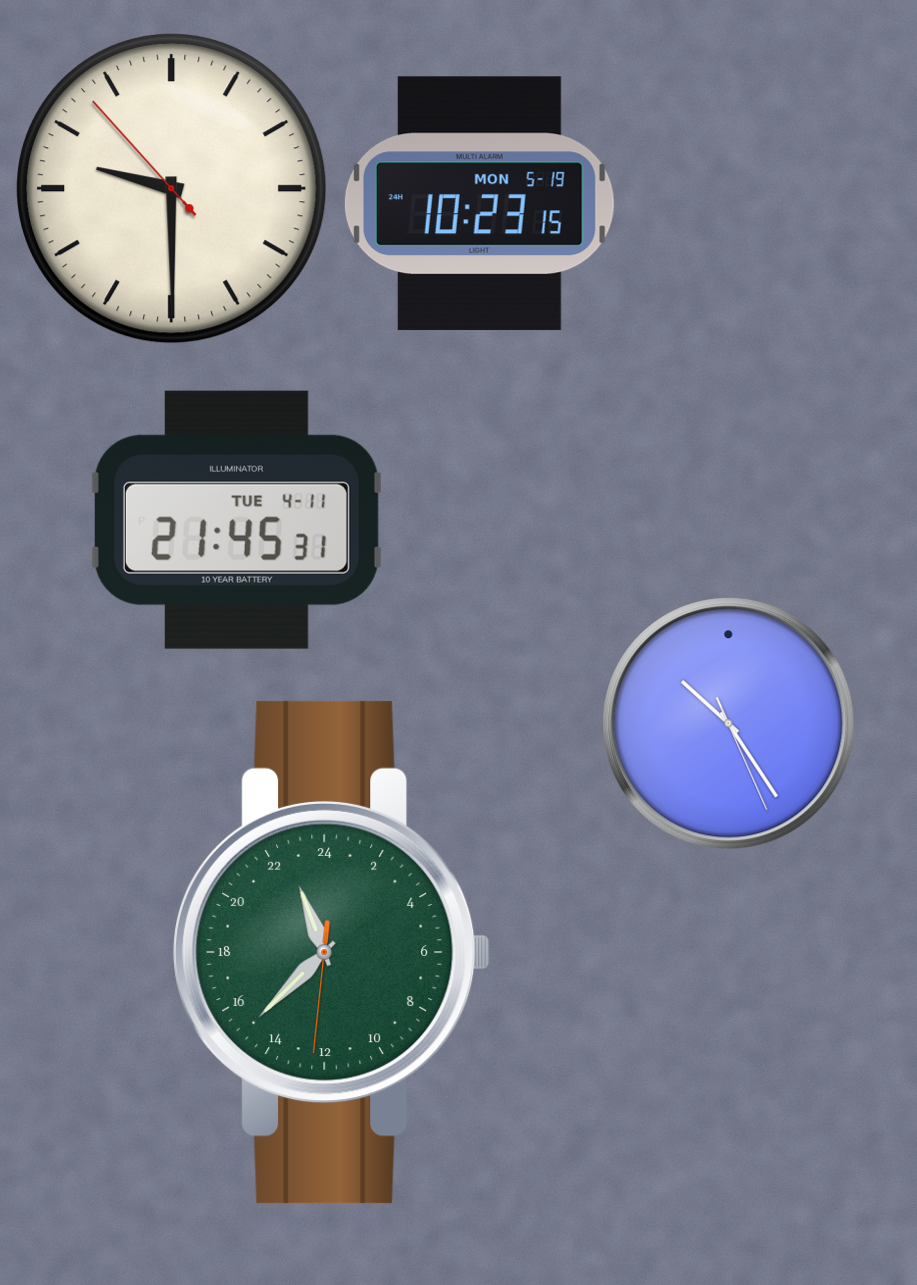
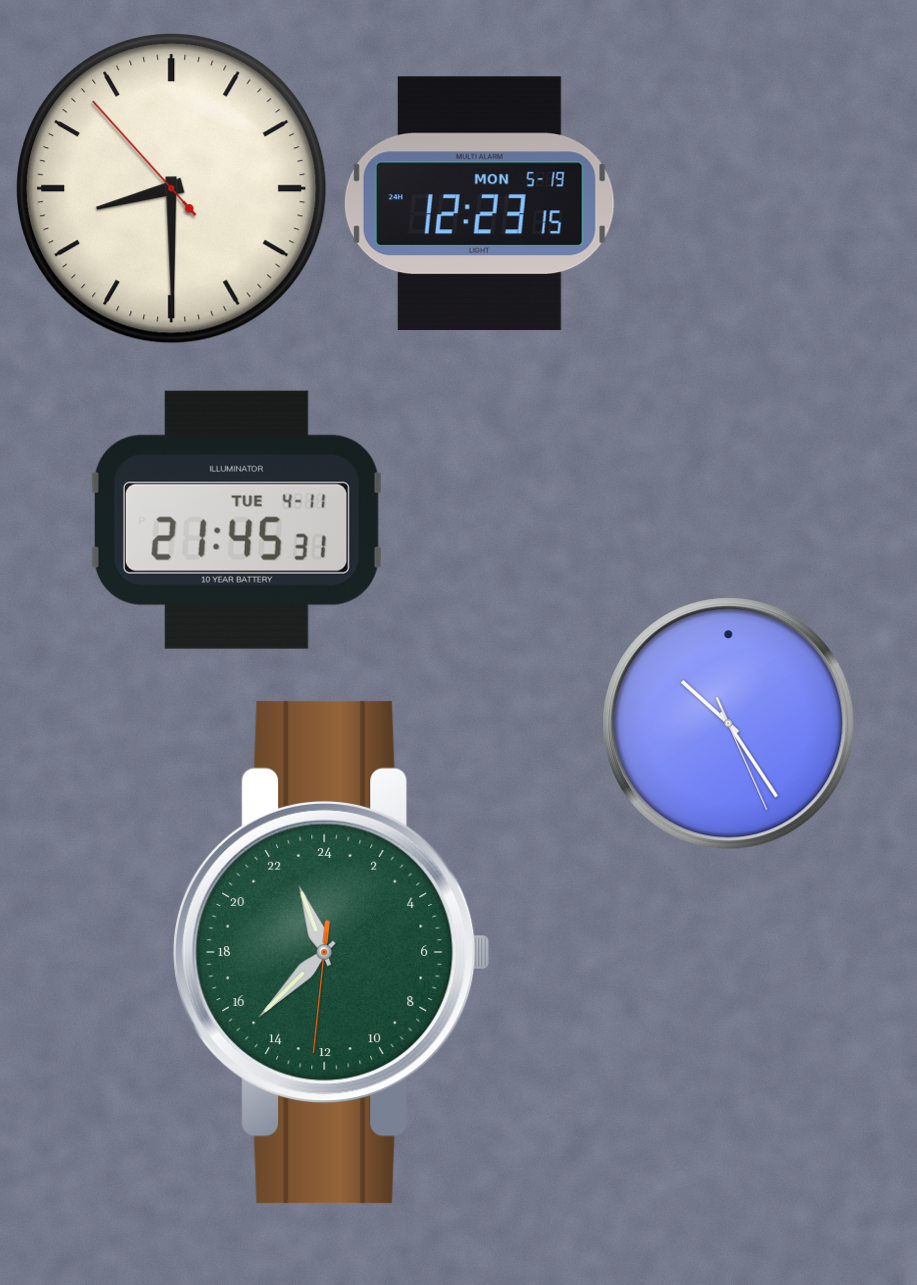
clock at (172, 189): 9:29 -> 8:29
clock at (479, 204): 10:23 -> 12:23
